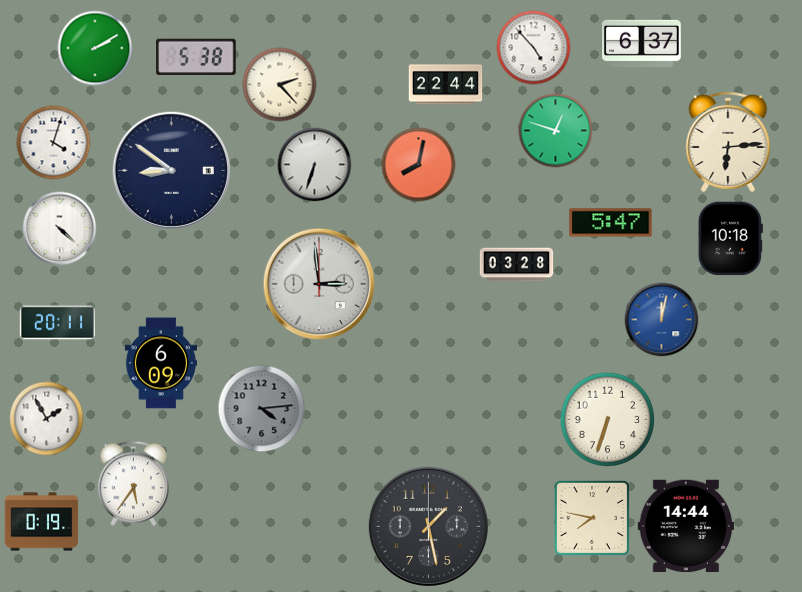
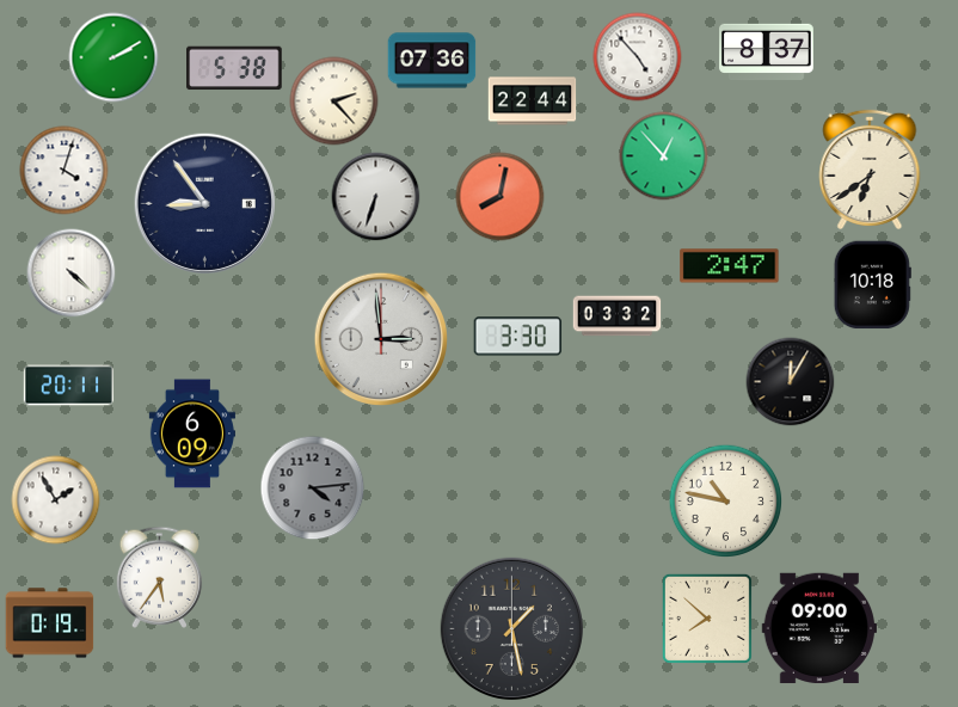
clock at (642, 43): 6:37 -> 8:37
clock at (432, 61): none -> 07:36
clock at (556, 131): 12:48 -> 12:53
clock at (728, 142): 6:14 -> 6:39
clock at (171, 170): 8:51 -> 8:54
clock at (611, 223): 5:47 -> 2:47
clock at (517, 265): 03:28 -> 03:32
clock at (518, 337): none -> 3:30
clock at (662, 320): 12:02 -> 12:05
clock at (662, 320) dial: blue -> black
clock at (608, 420): 6:33 -> 10:47
clock at (592, 518): 7:47 -> 7:52
clock at (685, 526): 14:44 -> 09:00
